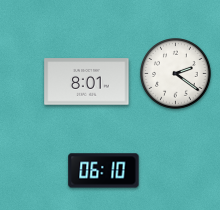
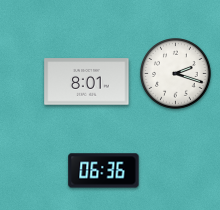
clock at (176, 74): 2:21 -> 2:18
clock at (104, 171): 06:10 -> 06:36
